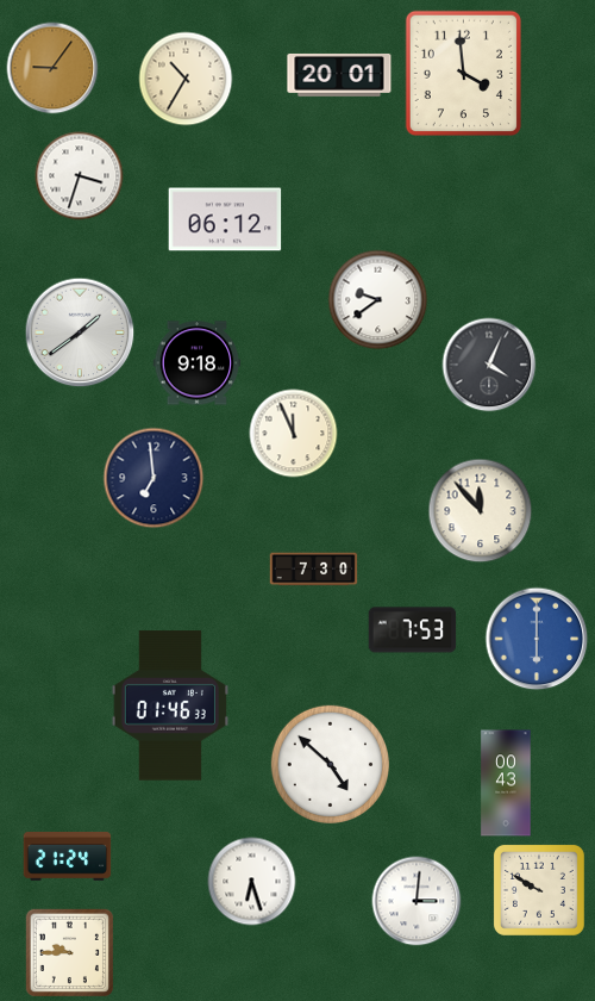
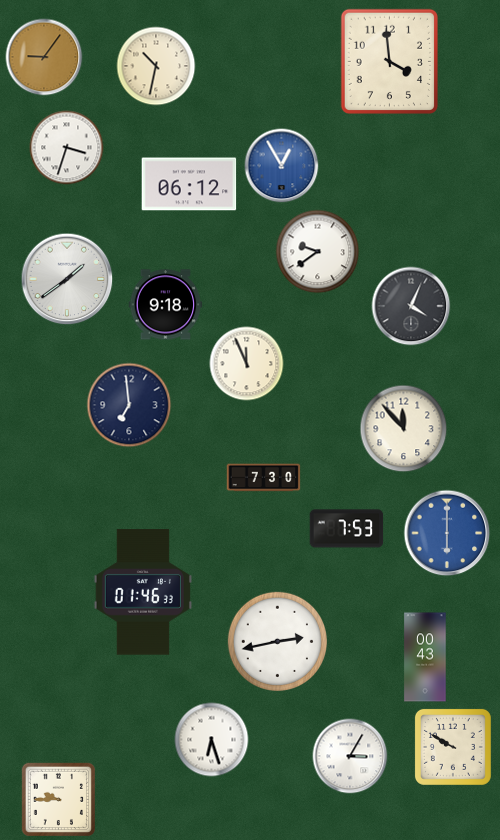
clock at (339, 75): 20:01 -> none
clock at (186, 79): 10:35 -> 10:32
clock at (282, 166): none -> 12:55
clock at (154, 478) position: (154, 478) -> (129, 405)
clock at (537, 639) position: (537, 639) -> (447, 533)
clock at (330, 764): 4:52 -> 2:43
clock at (68, 857): 21:24 -> none
clock at (416, 901): 3:01 -> 3:05
